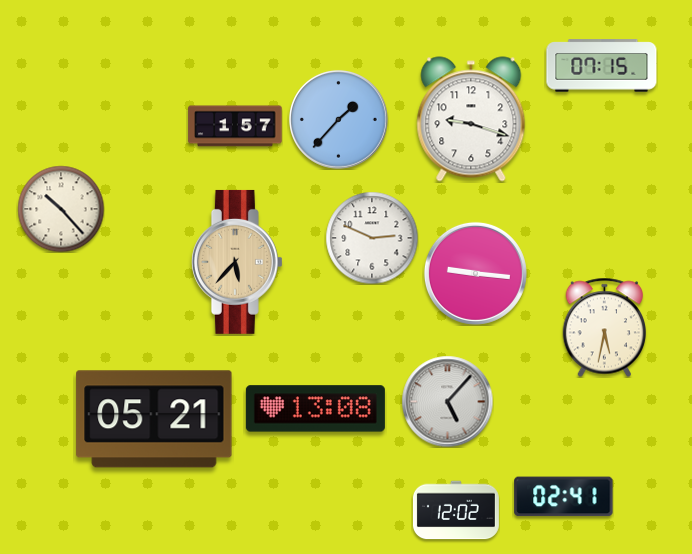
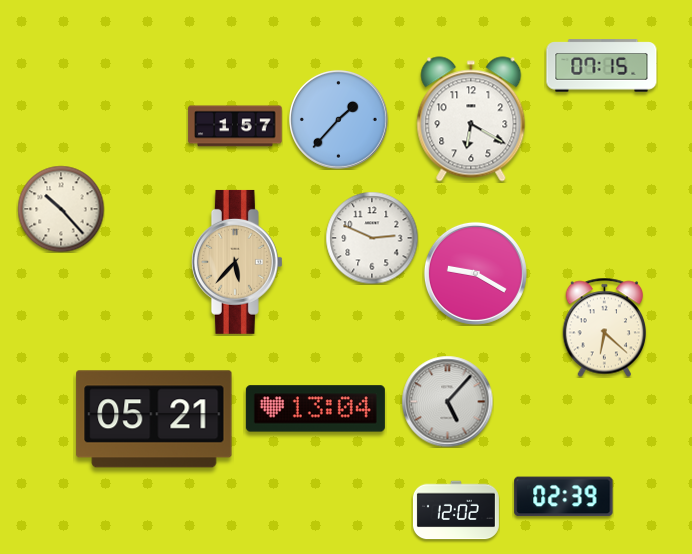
clock at (471, 119): 9:18 -> 6:20
clock at (475, 273): 9:16 -> 9:20
clock at (605, 327): 5:32 -> 6:22
clock at (315, 409): 13:08 -> 13:04
clock at (564, 497): 02:41 -> 02:39
